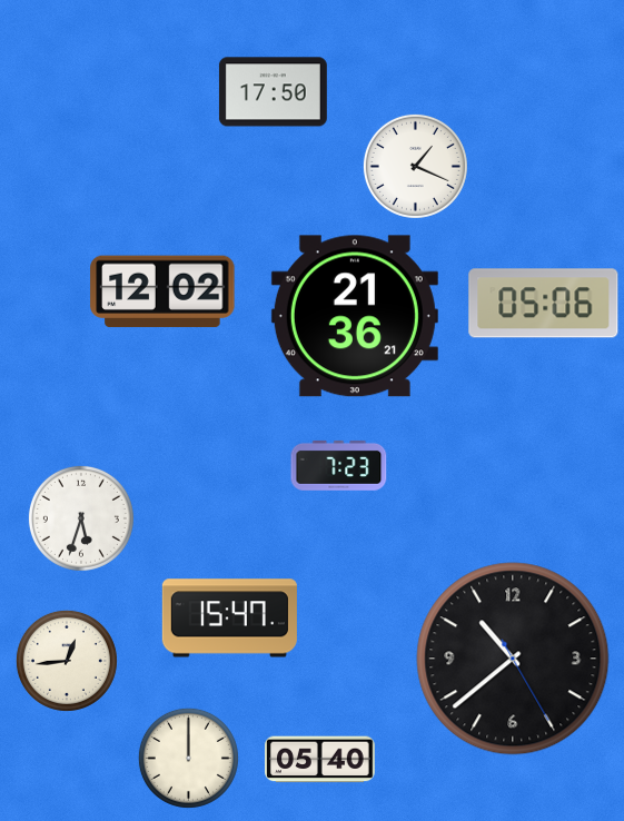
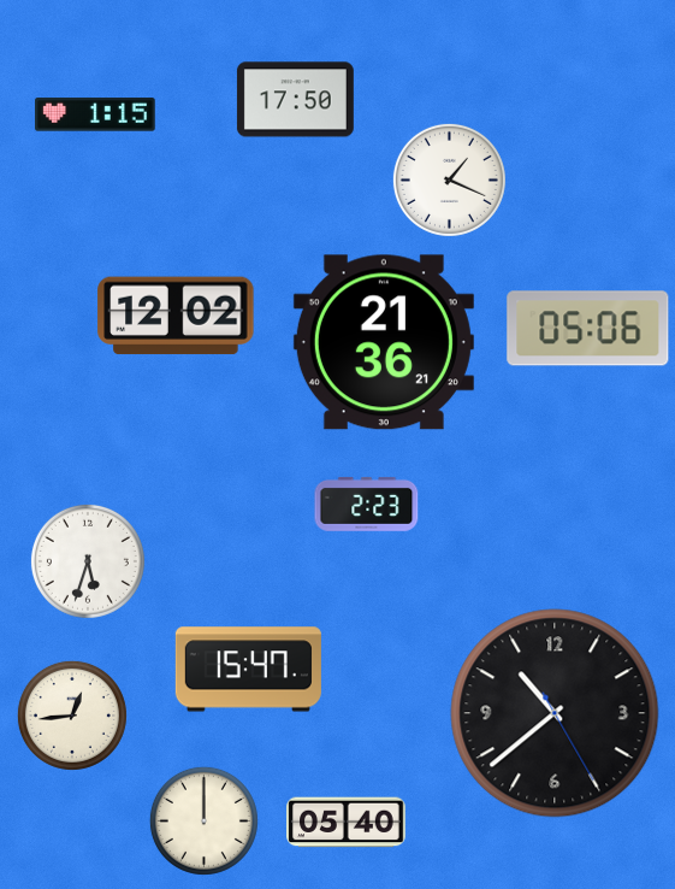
clock at (95, 114): none -> 1:15
clock at (339, 465): 7:23 -> 2:23
